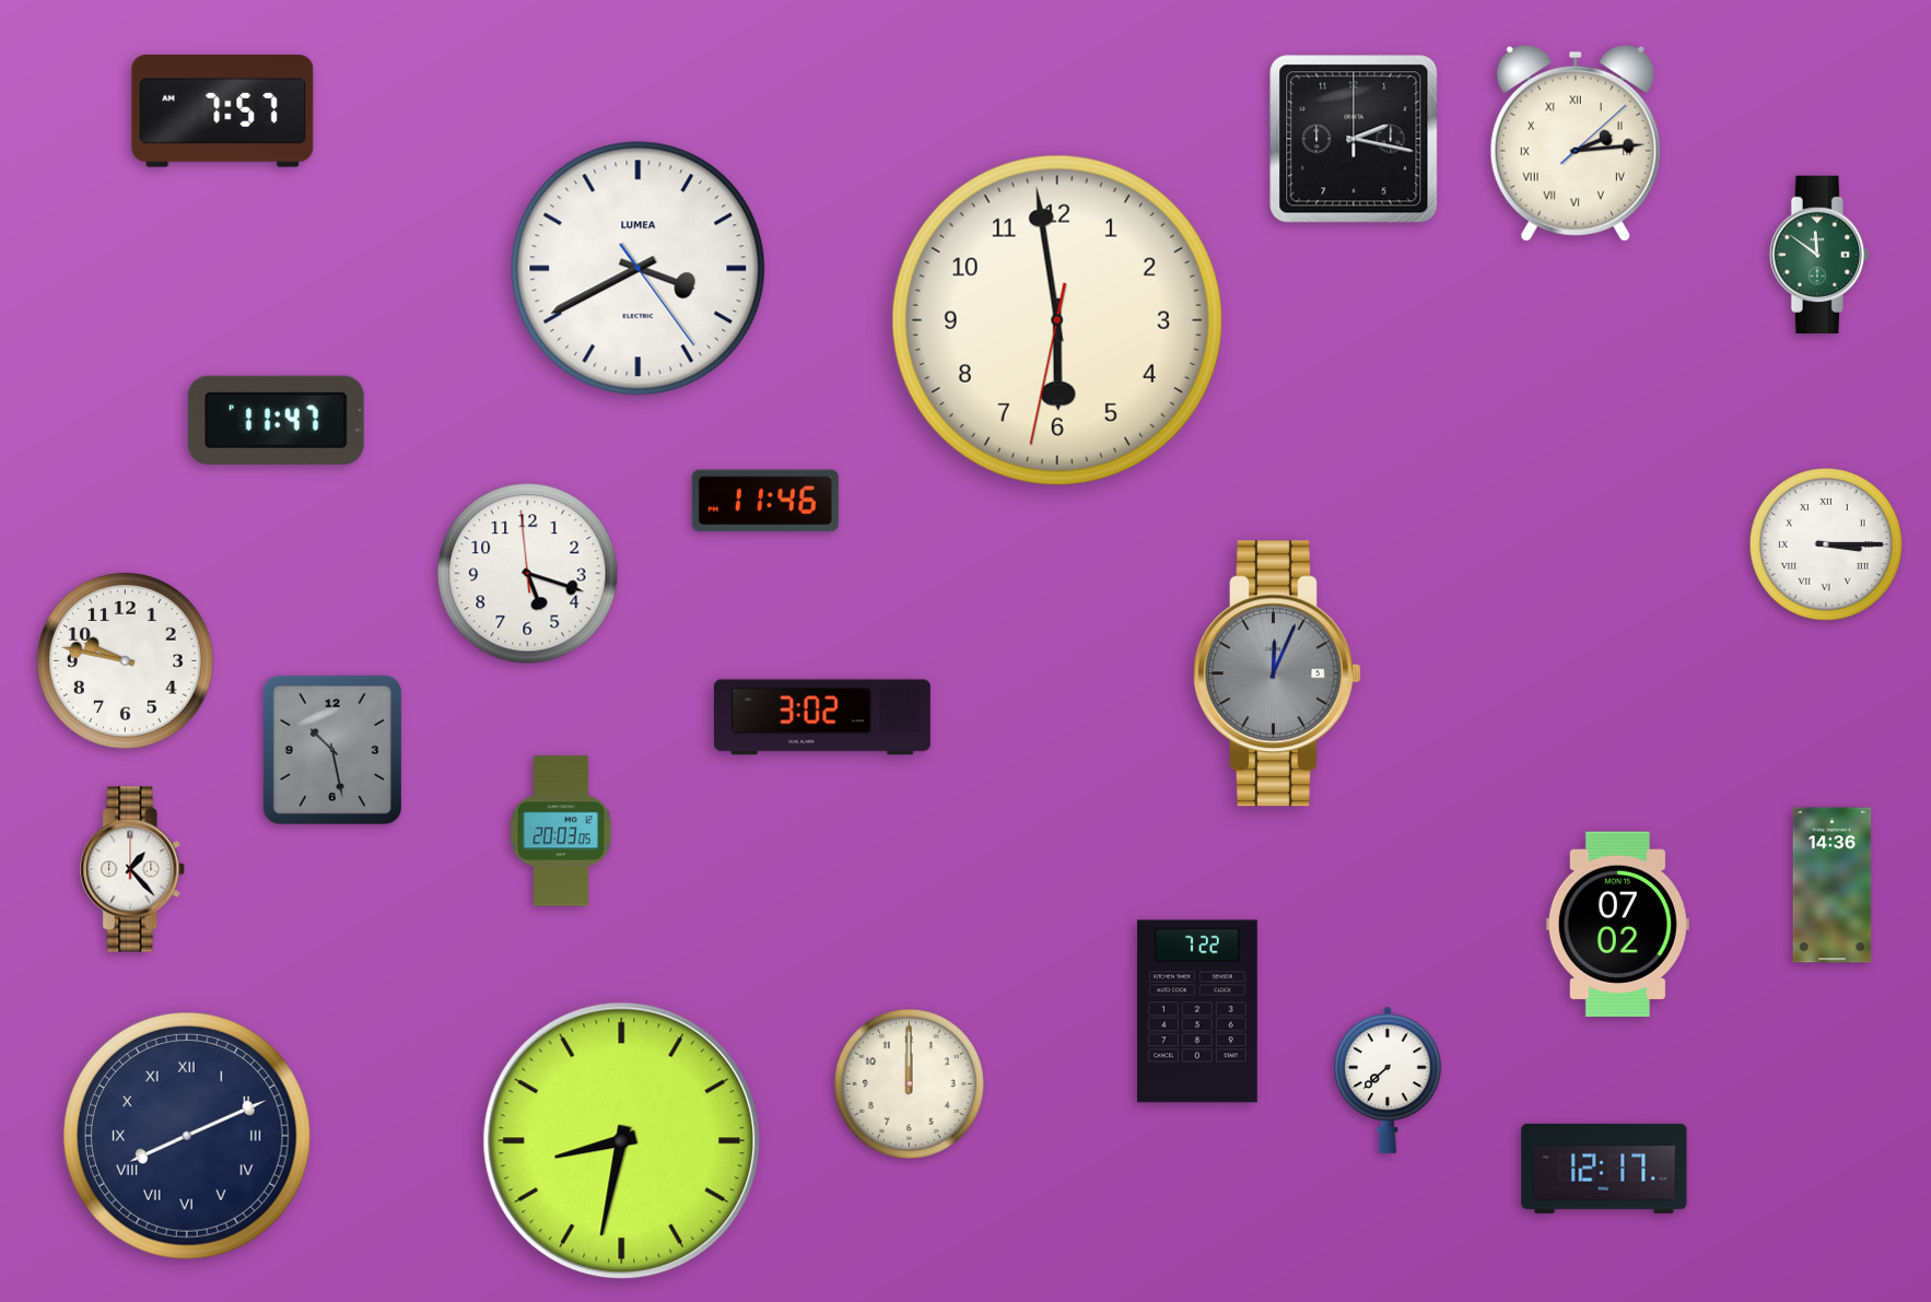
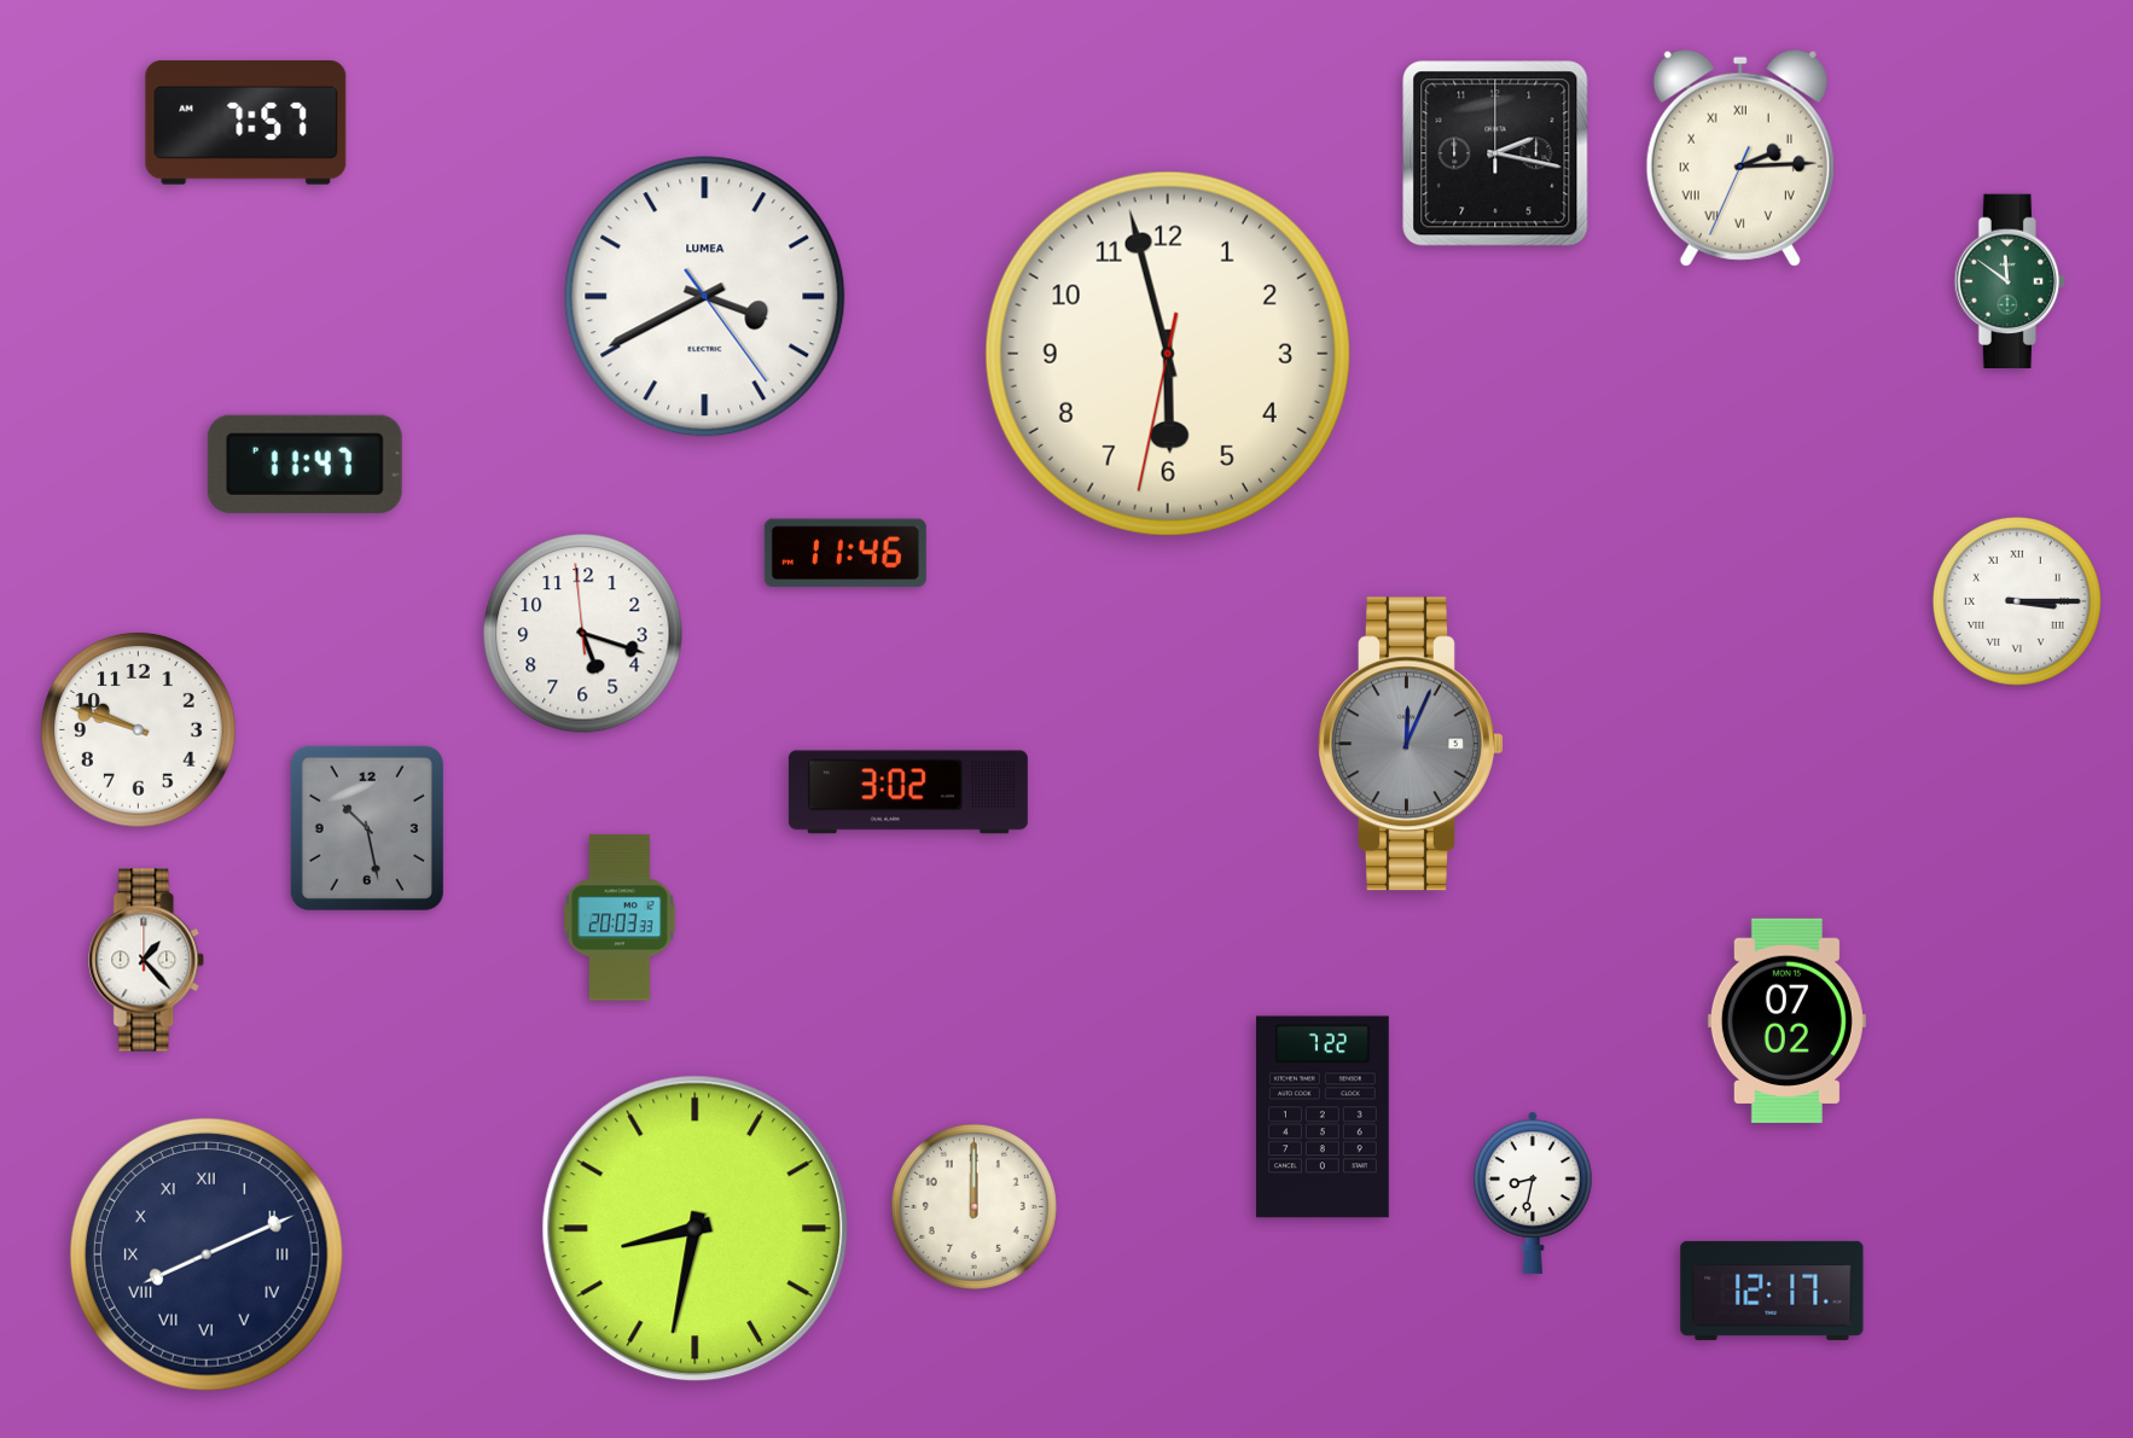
clock at (1576, 143): 2:14:08 -> 2:14:34
clock at (1057, 320): 5:58 -> 5:57
clock at (125, 660): 9:47 -> 9:48
clock at (561, 831): 20:03:05 -> 20:03:33
clock at (1833, 885): 14:36 -> none
clock at (1388, 1080): 7:38 -> 8:32
clock at (909, 1083) position: (909, 1083) -> (973, 1206)
clock at (622, 1141) position: (622, 1141) -> (696, 1229)
